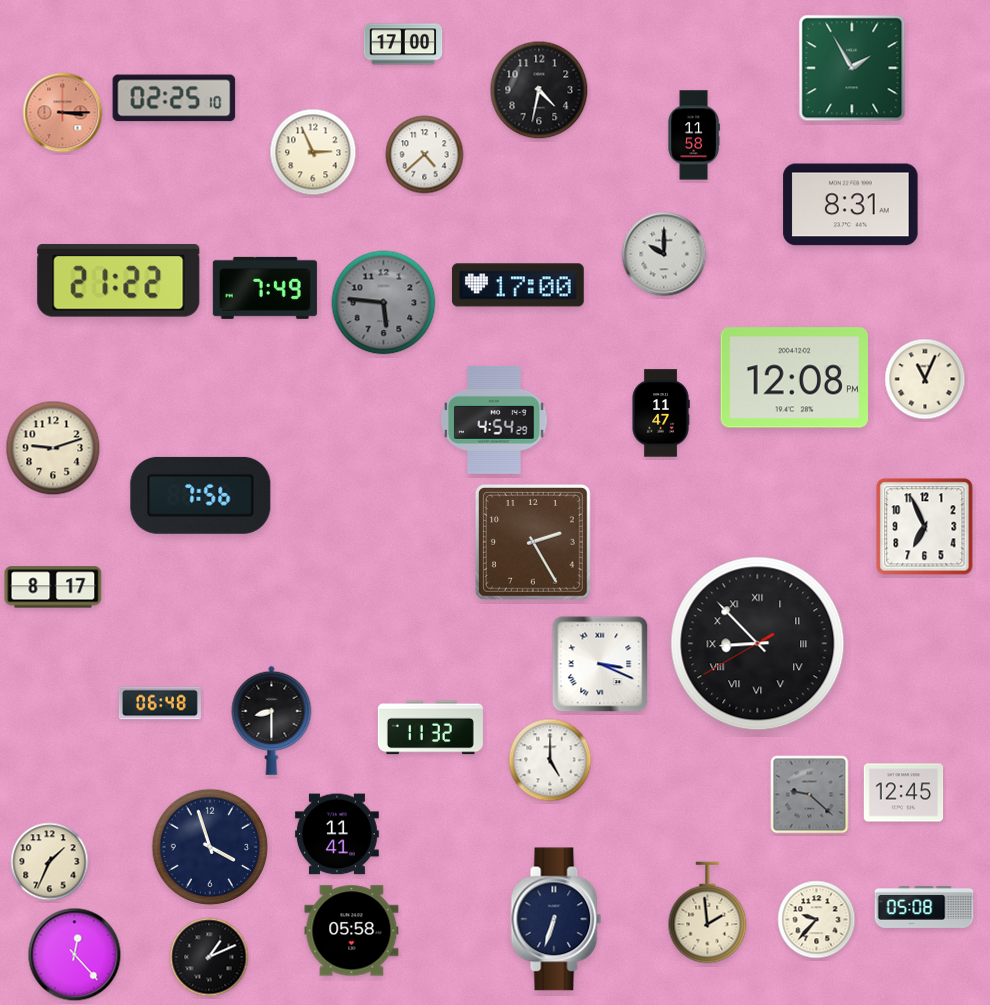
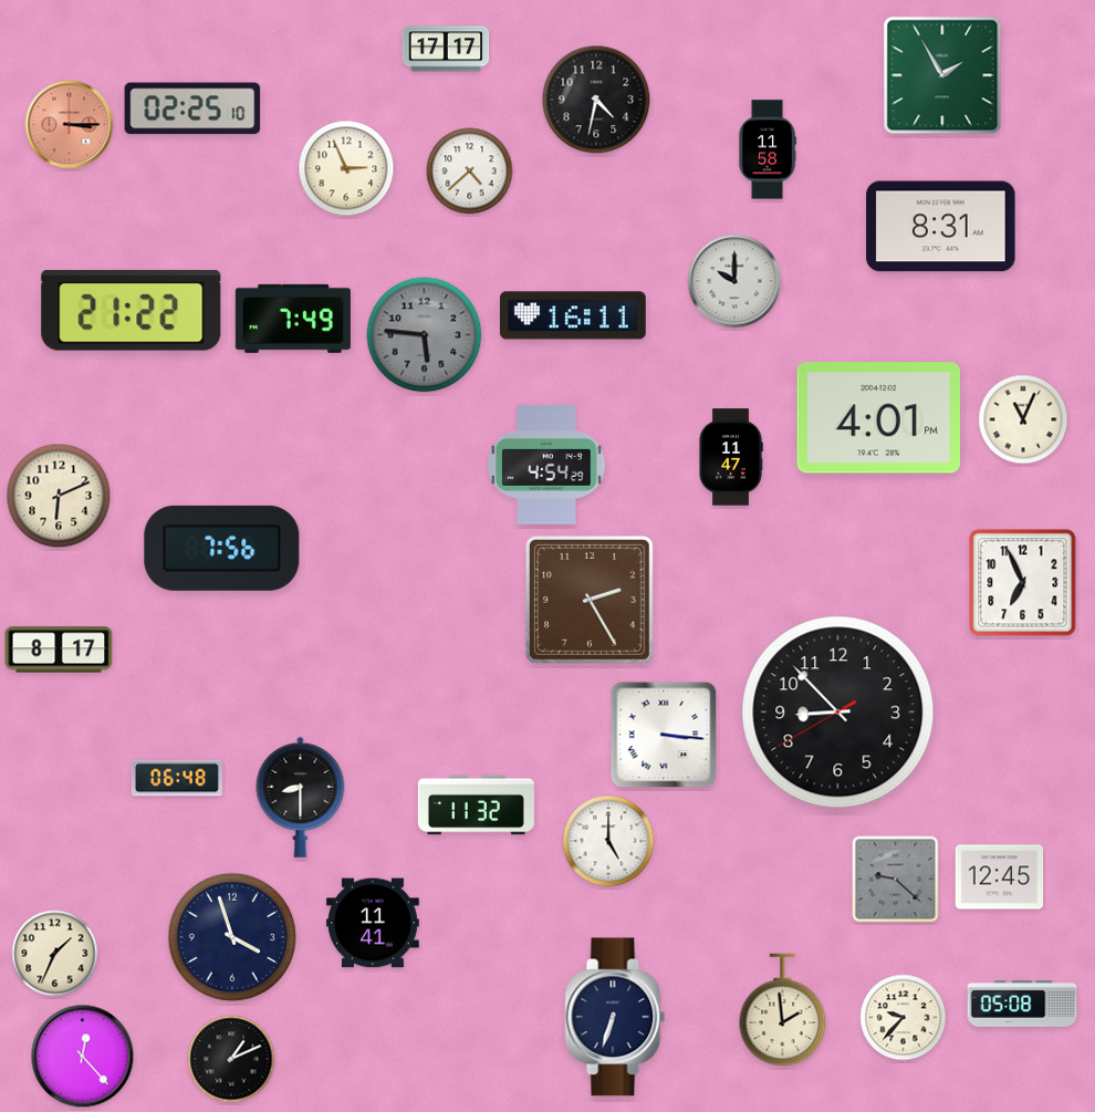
clock at (403, 44): 17:00 -> 17:17
clock at (519, 285): 17:00 -> 16:11
clock at (795, 378): 12:08 -> 4:01
clock at (53, 448): 9:12 -> 6:11
clock at (758, 644) numerals: Roman -> Arabic
clock at (600, 664): 3:19 -> 3:16
clock at (352, 931): 05:58 -> none
